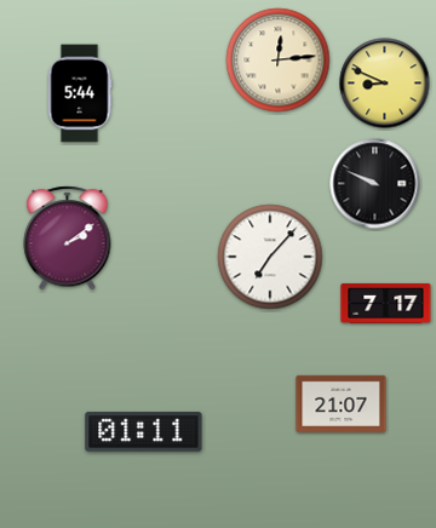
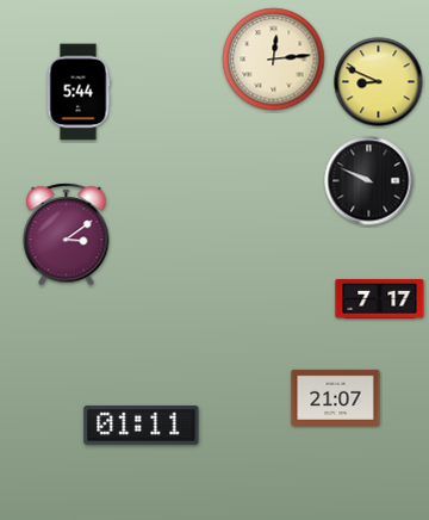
clock at (68, 239): 2:09 -> 3:09
clock at (270, 257): 7:07 -> none
